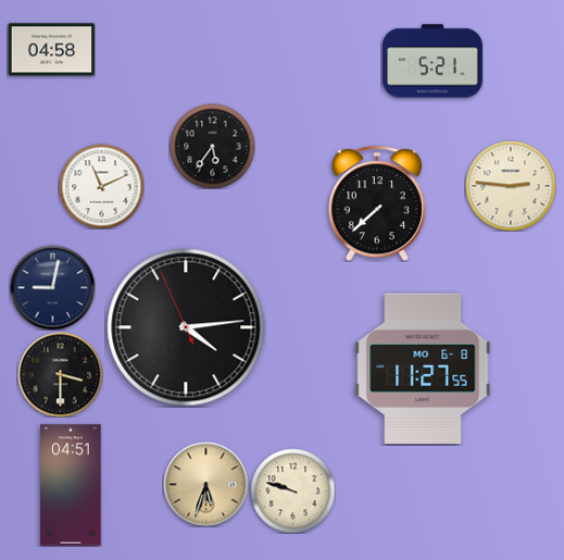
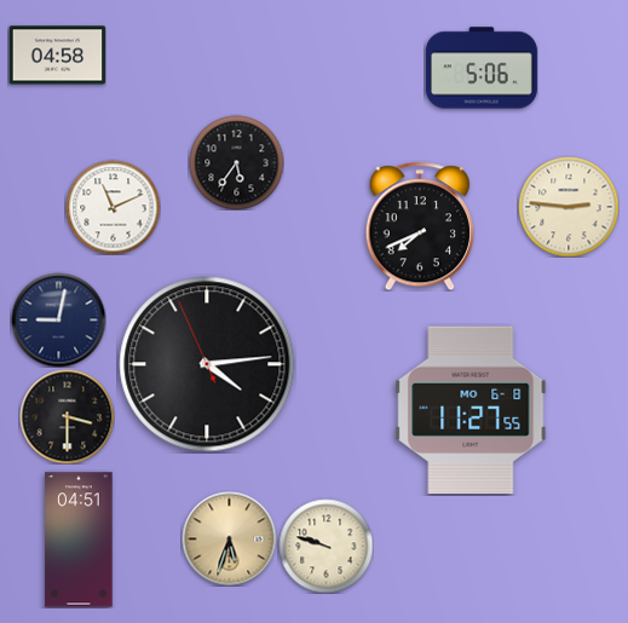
clock at (433, 61): 5:21 -> 5:06
clock at (376, 203): 7:38 -> 7:41
